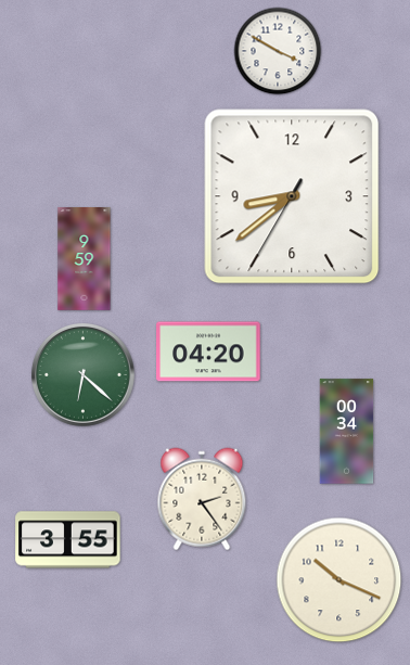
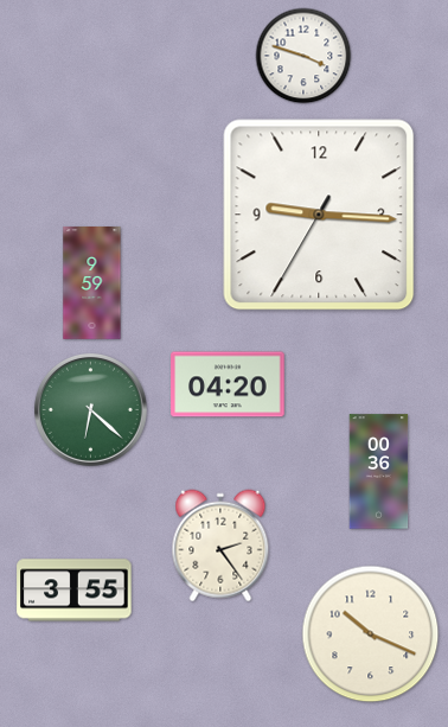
clock at (278, 51): 3:50 -> 3:48
clock at (292, 196): 8:38 -> 9:15
clock at (347, 432): 00:34 -> 00:36
